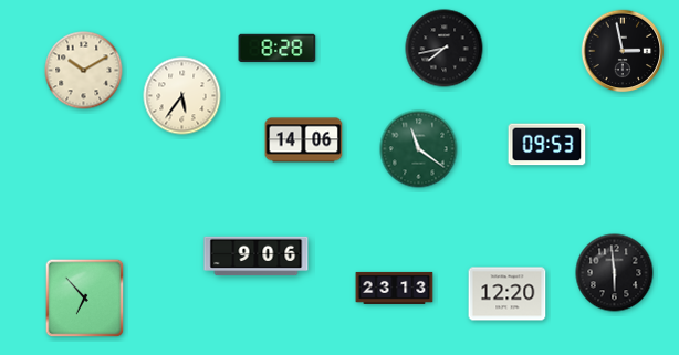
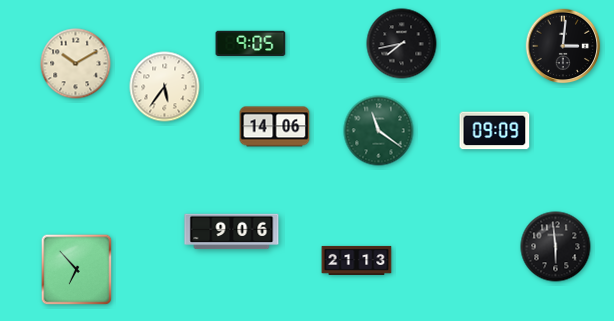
clock at (278, 49): 8:28 -> 9:05
clock at (623, 51): 2:58 -> 3:01
clock at (547, 145): 09:53 -> 09:09
clock at (419, 149) position: (419, 149) -> (379, 131)
clock at (395, 288): 23:13 -> 21:13
clock at (508, 294): 12:20 -> none
